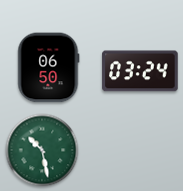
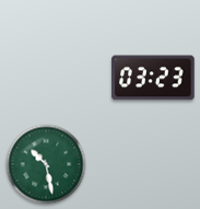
clock at (49, 68): 06:50 -> none
clock at (140, 71): 03:24 -> 03:23
